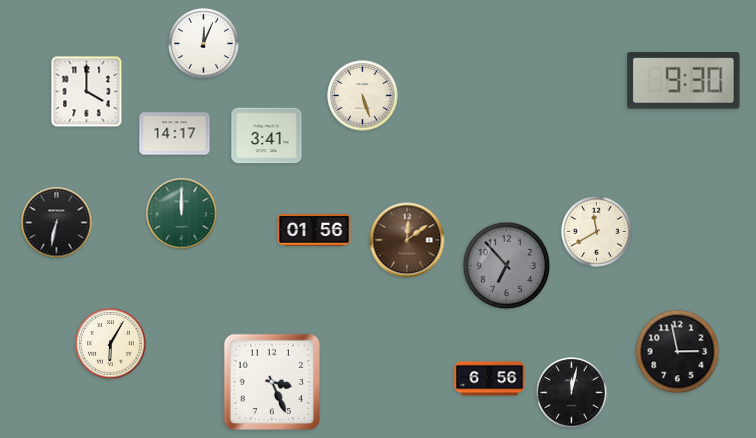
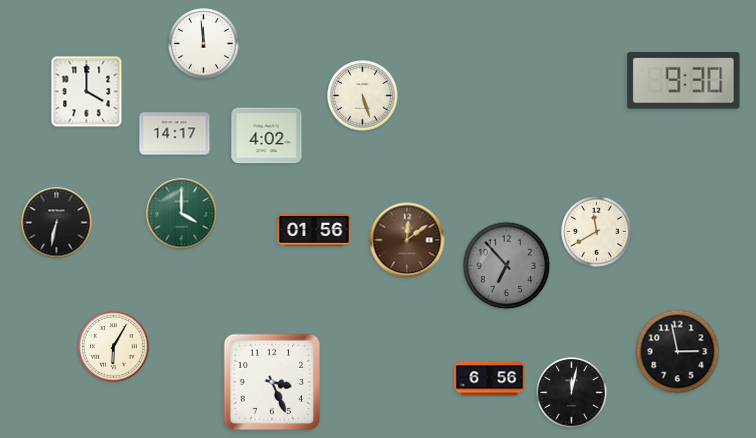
clock at (204, 44): 12:04 -> 11:59
clock at (267, 136): 3:41 -> 4:02
clock at (182, 214): 12:00 -> 4:00
clock at (111, 344) position: (111, 344) -> (114, 347)
